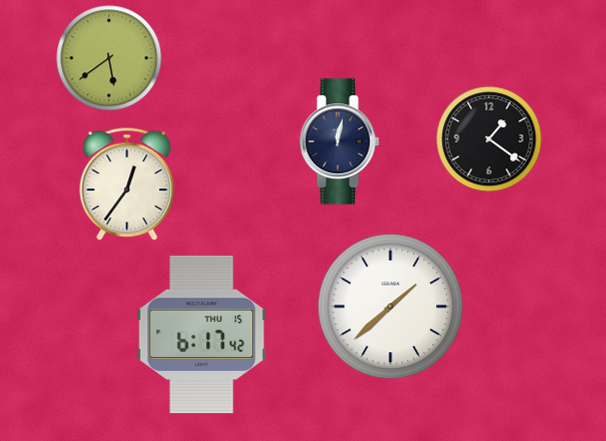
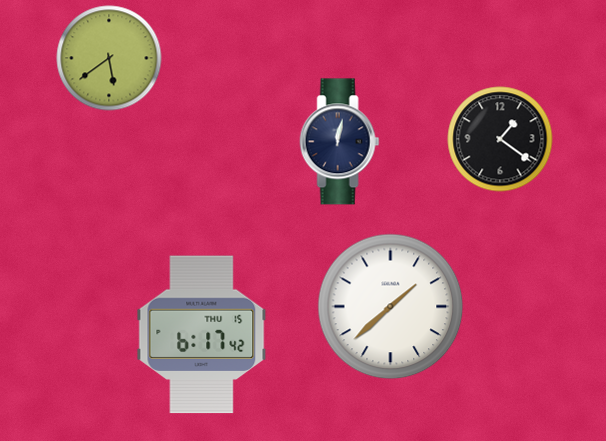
clock at (489, 139) position: (489, 139) -> (500, 139)
clock at (127, 184): 12:36 -> none
